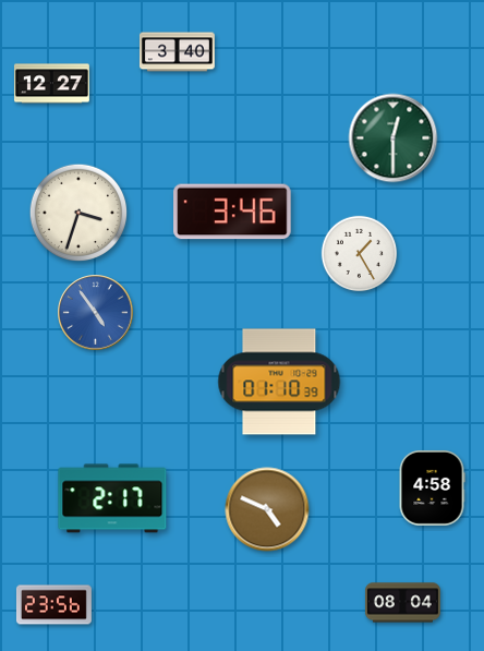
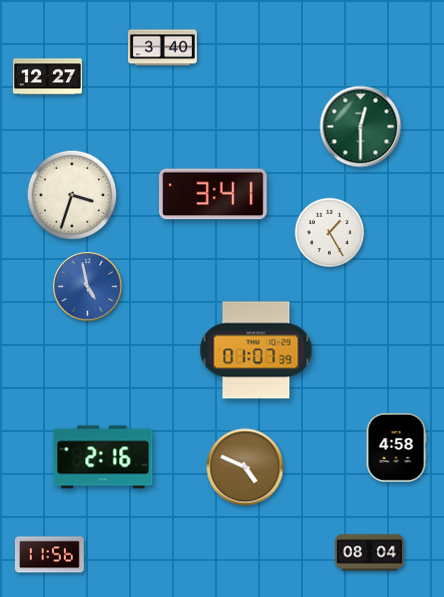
clock at (232, 212): 3:46 -> 3:41
clock at (96, 313): 4:54 -> 4:58
clock at (279, 382): 01:10 -> 01:07
clock at (112, 498): 2:17 -> 2:16
clock at (53, 605): 23:56 -> 11:56
